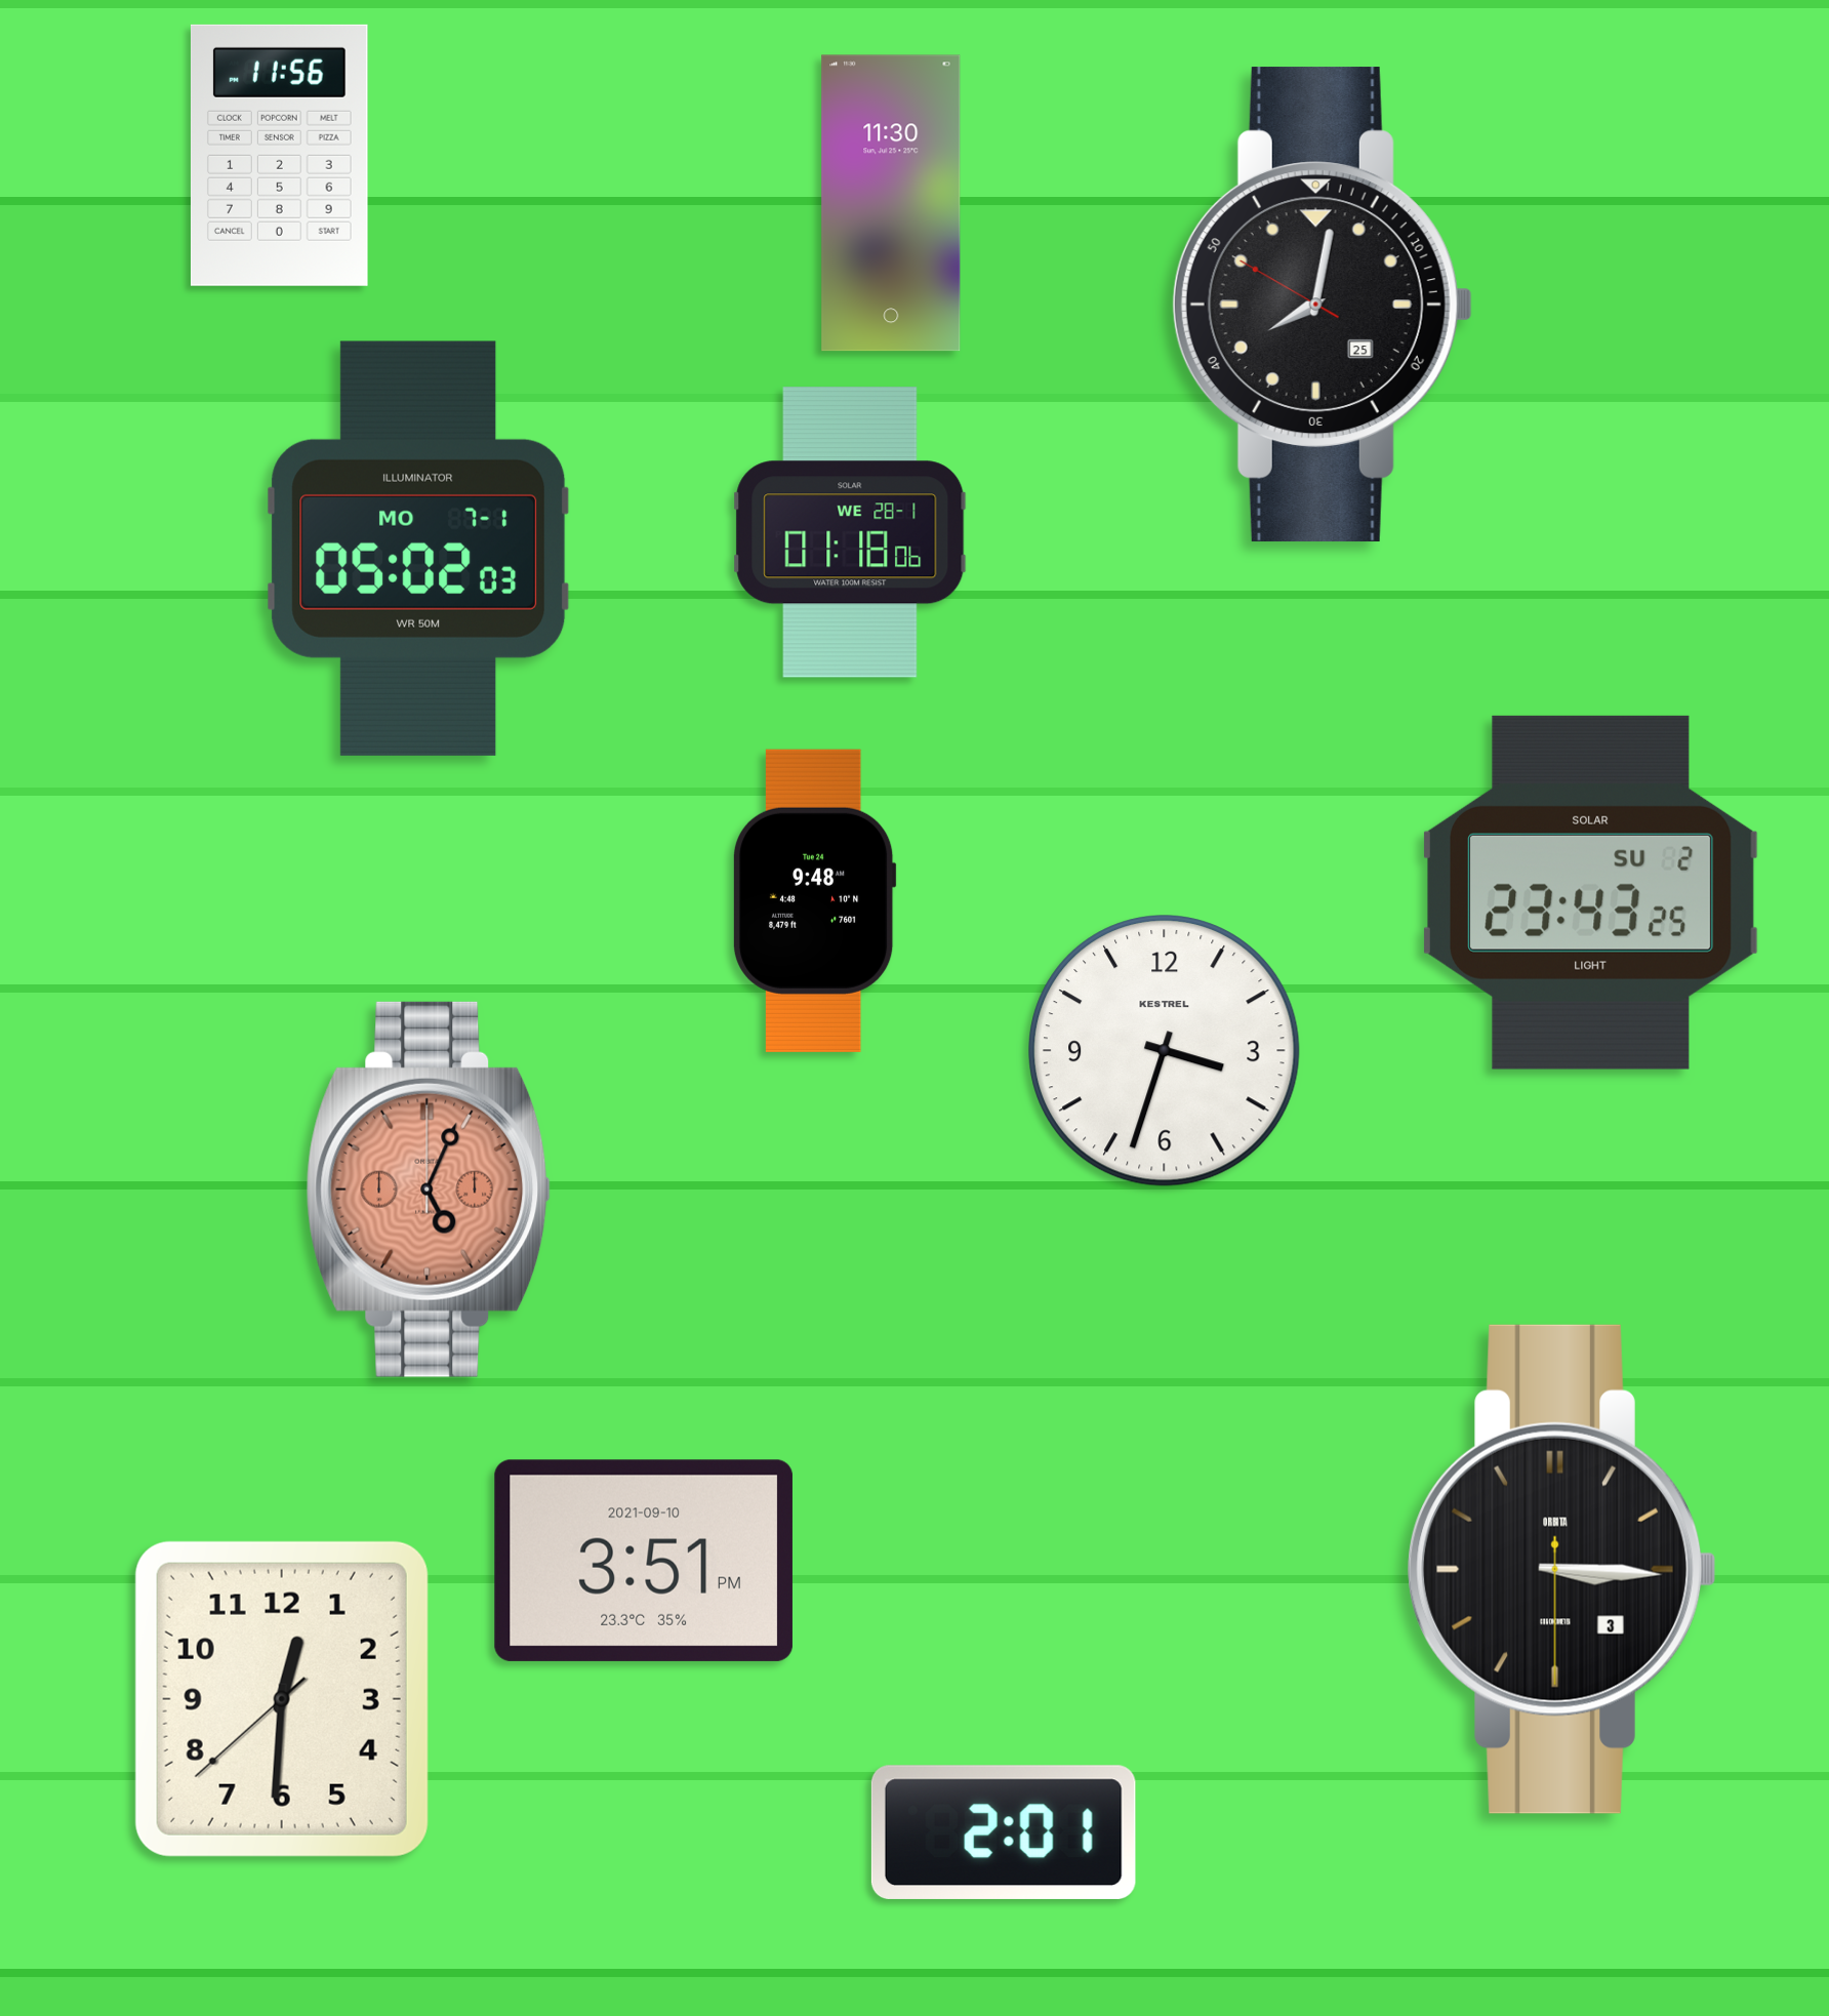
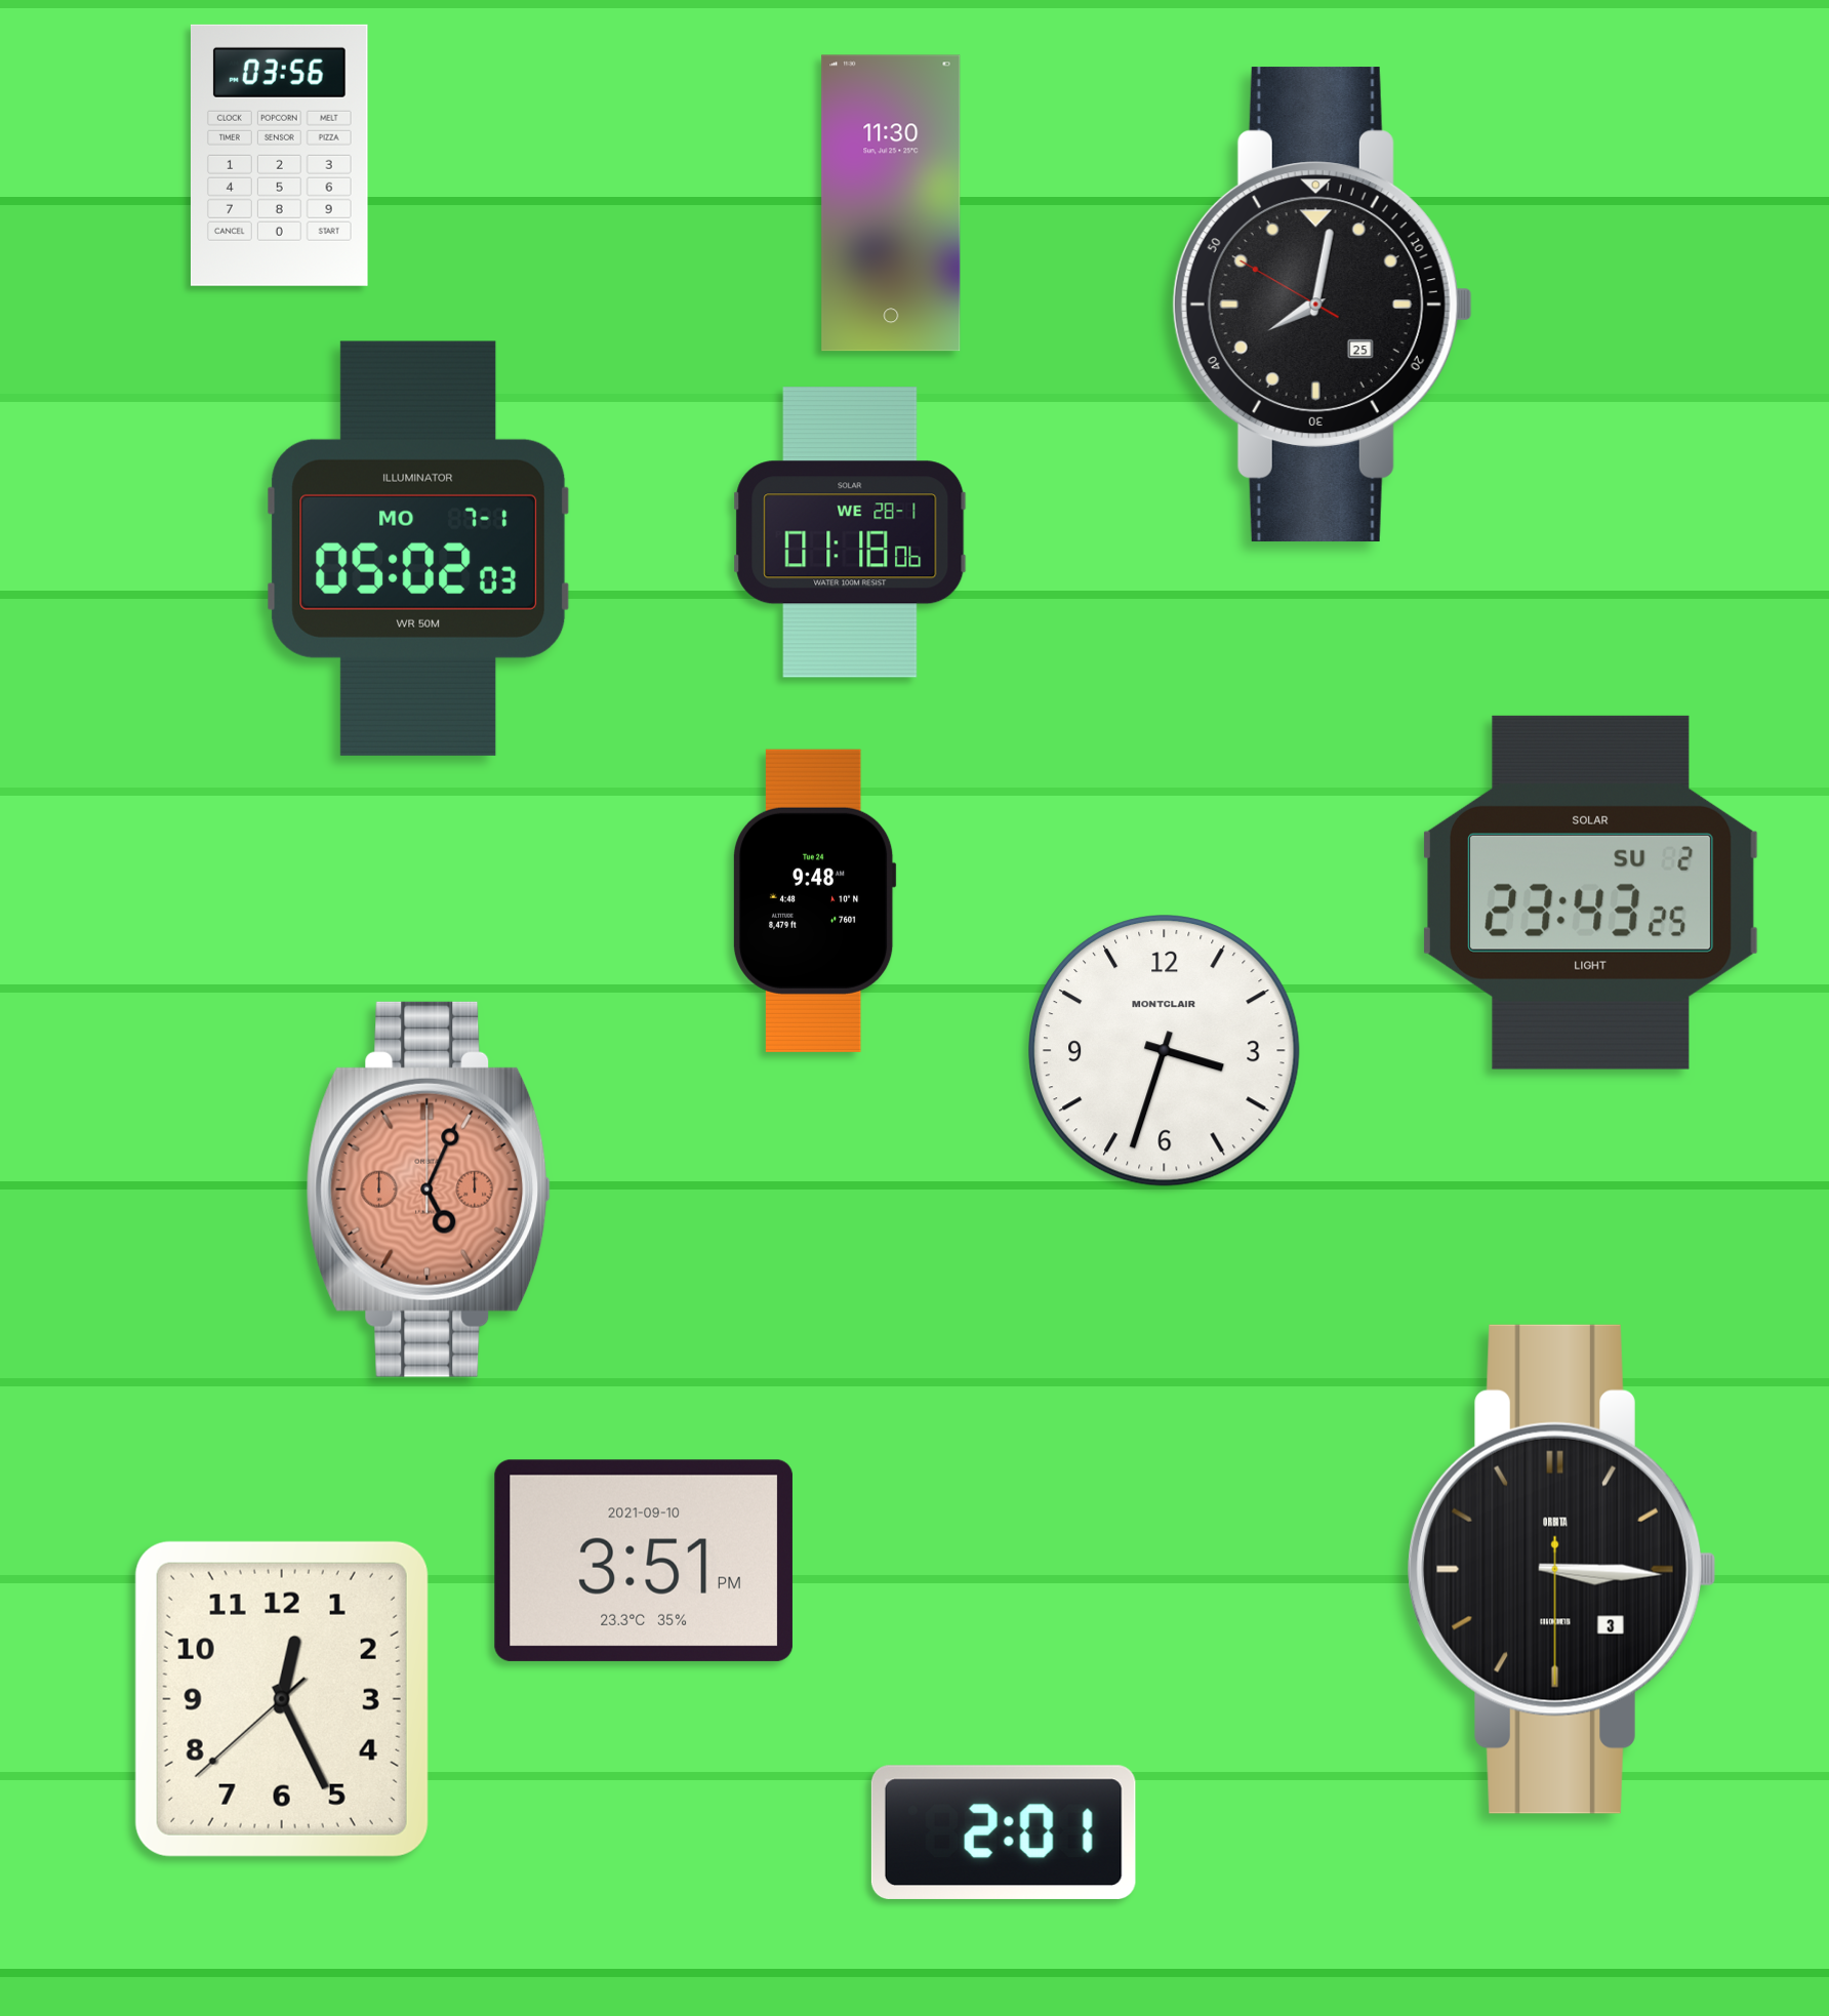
clock at (279, 155): 11:56 -> 03:56
clock at (1165, 1051) brand: KESTREL -> MONTCLAIR
clock at (282, 1699): 12:30 -> 12:25
